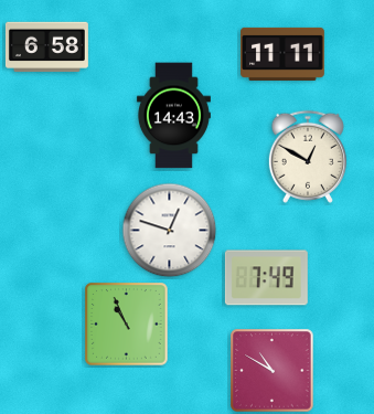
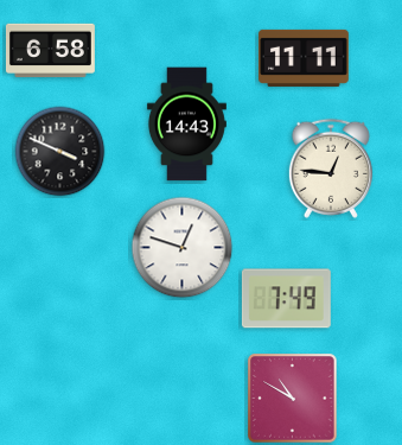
clock at (60, 152): none -> 3:49
clock at (308, 157): 12:50 -> 12:46
clock at (127, 325): 10:56 -> none
